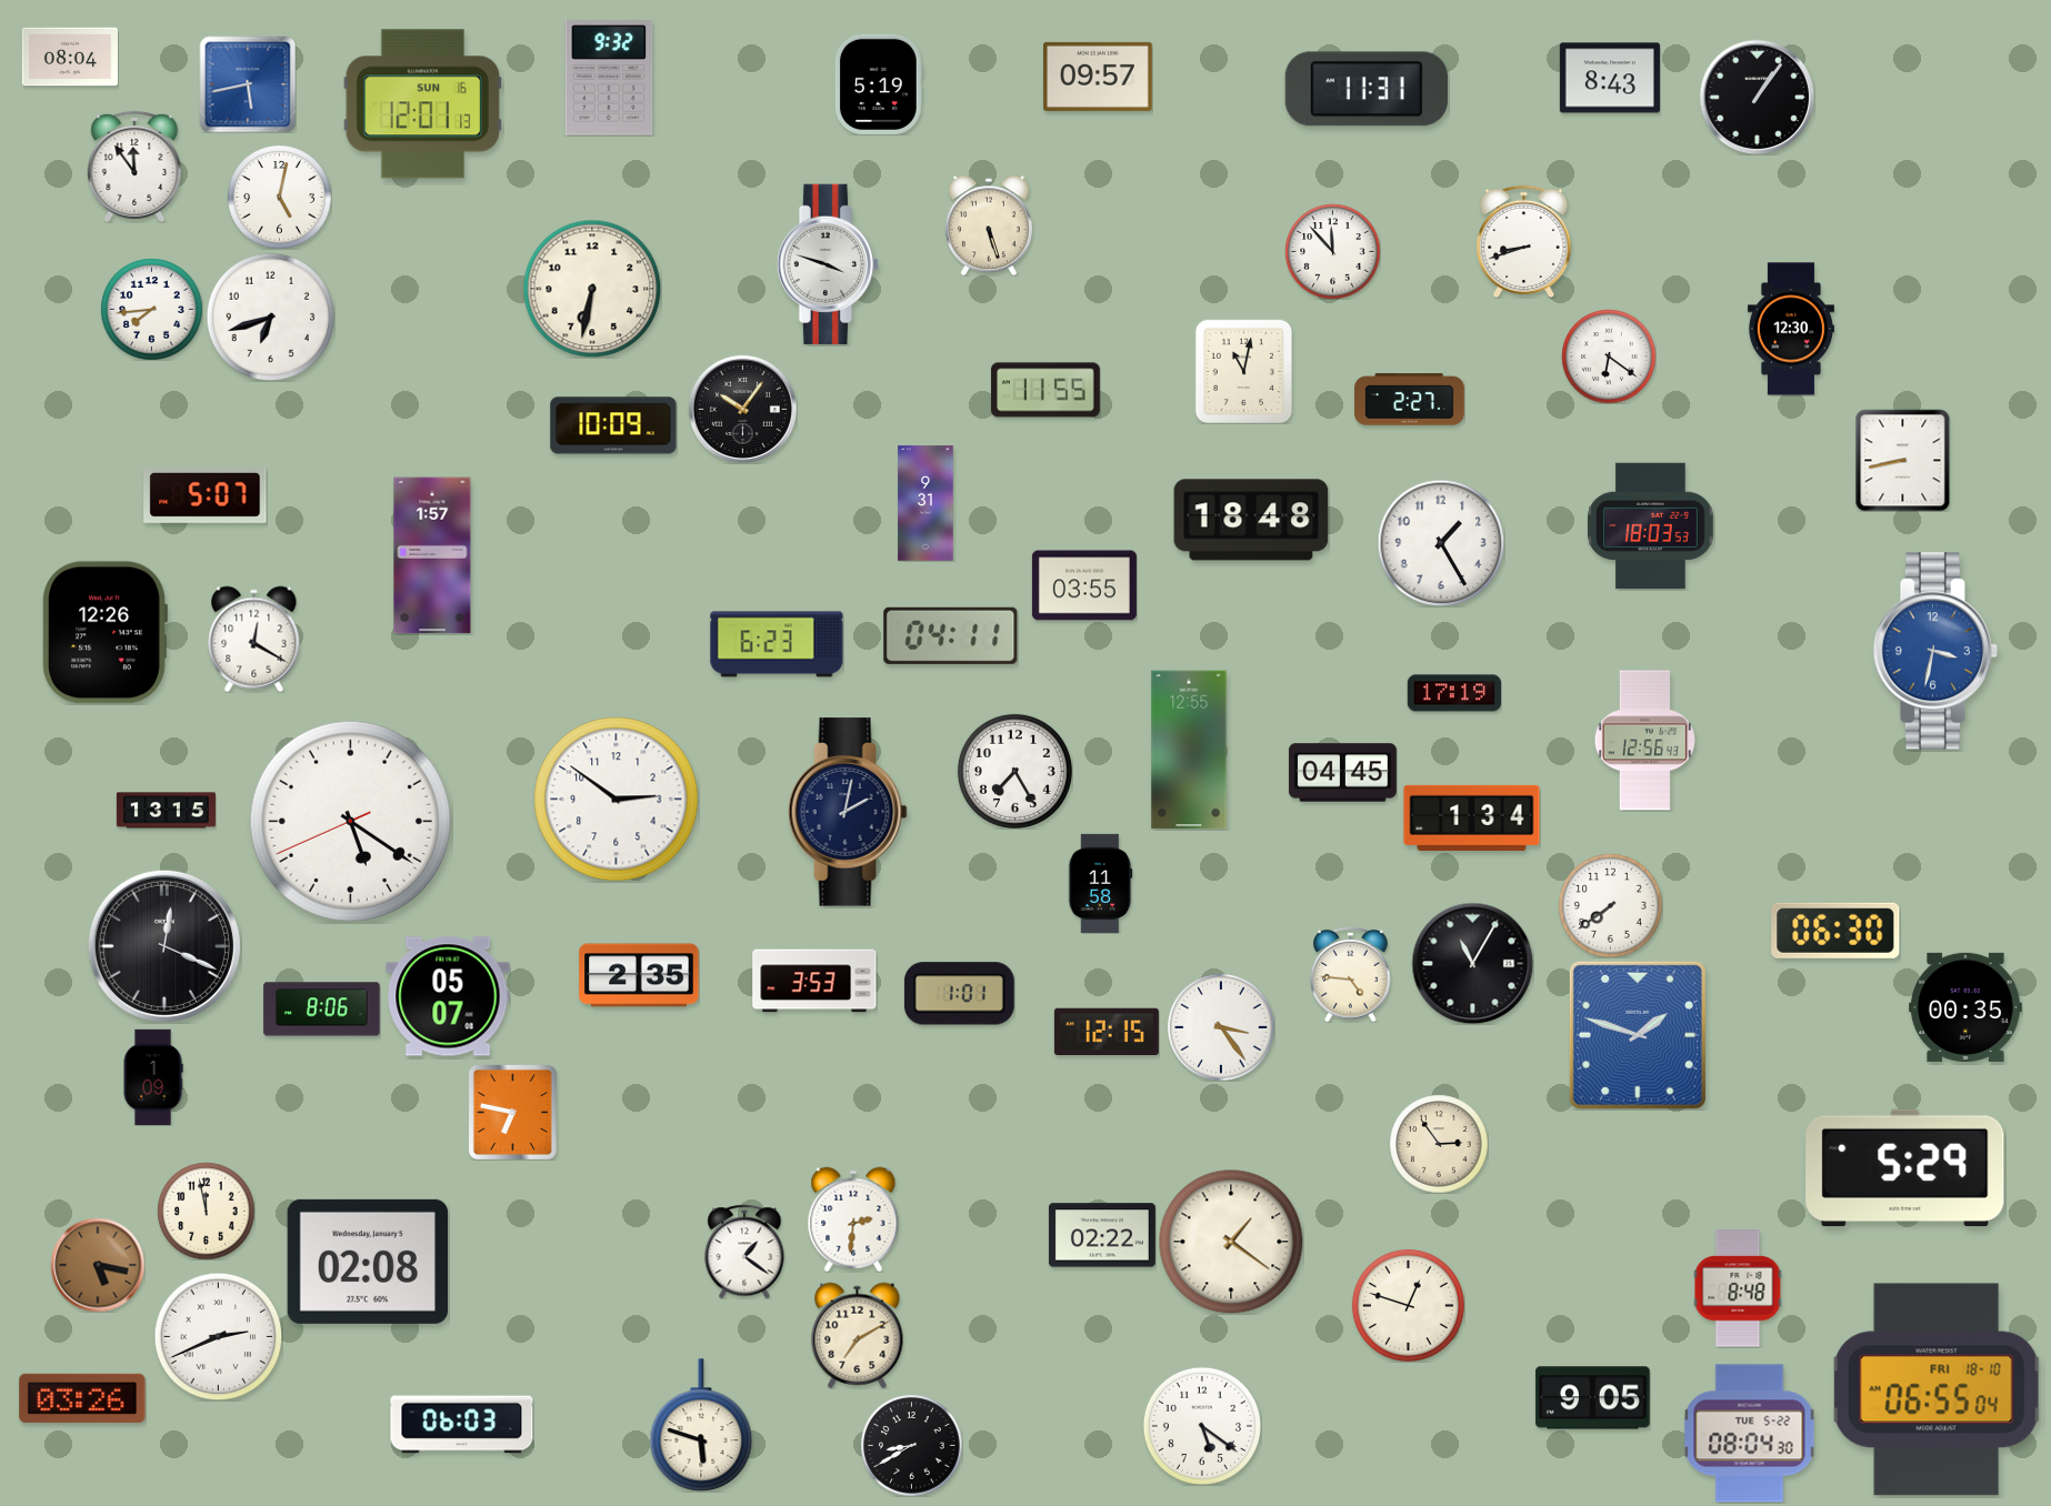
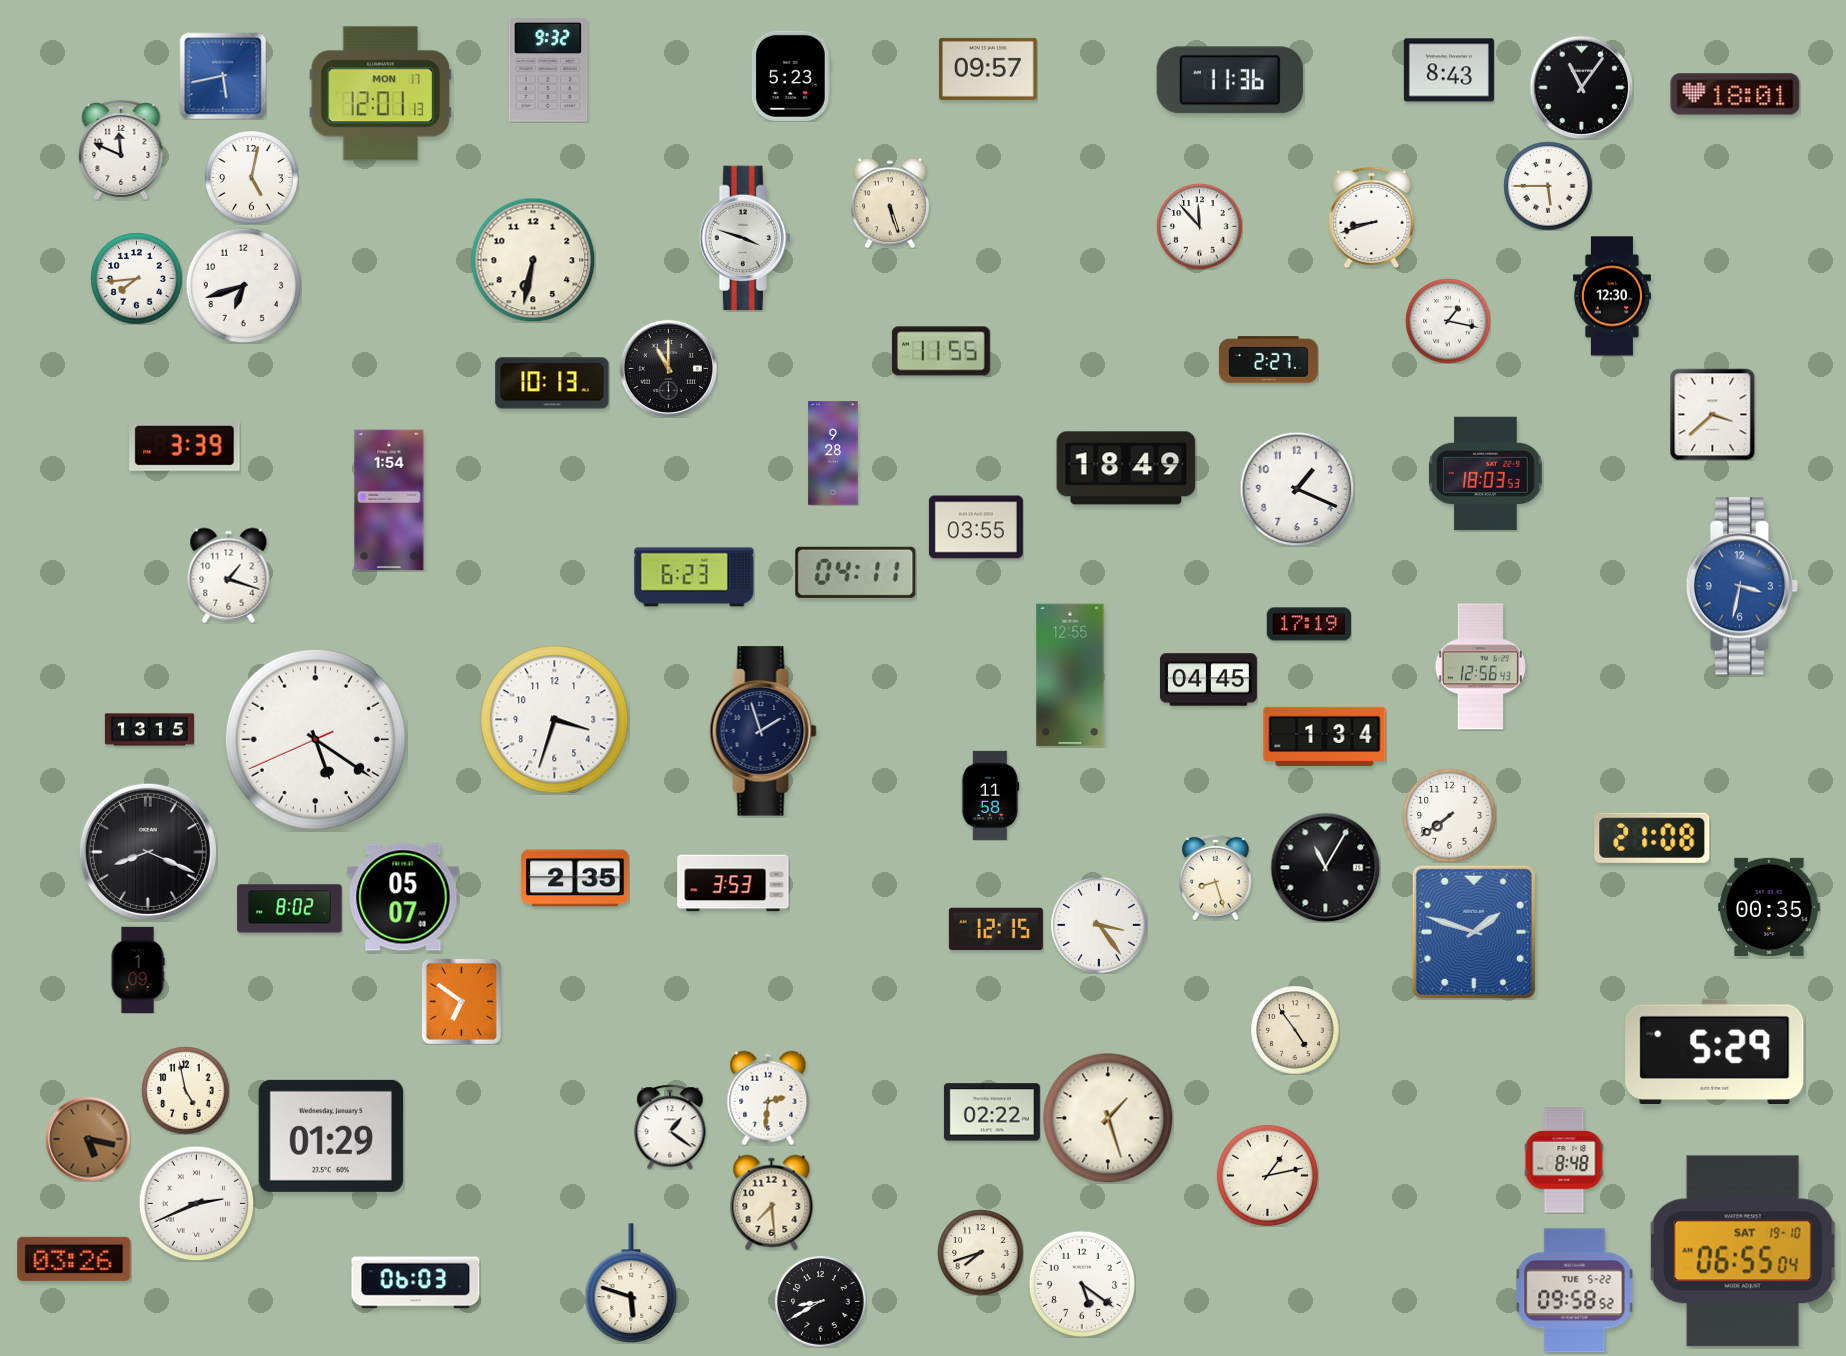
clock at (69, 57): 08:04 -> none
clock at (879, 84): 5:19 -> 5:23
clock at (1367, 89): 11:31 -> 11:36
clock at (1757, 97): 1:06 -> 11:06
clock at (422, 104) date: SUN 16 -> MON 17
clock at (1735, 94): none -> 18:01
clock at (134, 167): 11:54 -> 11:49
clock at (1548, 186): none -> 5:45
clock at (1609, 357): 6:21 -> 1:17
clock at (1244, 371): 11:02 -> none
clock at (742, 409): 10:06 -> 11:00
clock at (613, 425): 10:09 -> 10:13
clock at (1903, 460): 8:43 -> 3:38
clock at (206, 494): 5:07 -> 3:39
clock at (926, 503): 9:31 -> 9:28
clock at (1251, 520): 18:48 -> 18:49
clock at (1441, 543): 1:25 -> 1:19
clock at (432, 555): 1:57 -> 1:54
clock at (104, 633): 12:26 -> none
clock at (254, 639): 12:20 -> 1:18
clock at (777, 644) position: (777, 644) -> (694, 577)
clock at (1014, 771): 7:25 -> none
clock at (1342, 773) position: (1342, 773) -> (1208, 680)
clock at (617, 800): 2:51 -> 3:33
clock at (848, 812): 2:02 -> 1:57
clock at (1835, 931): 06:30 -> 21:08
clock at (164, 946): 12:19 -> 8:19
clock at (1351, 974): 4:46 -> 8:27
clock at (959, 994): 1:01 -> none
clock at (322, 1010): 8:06 -> 8:02
clock at (512, 1112): 6:47 -> 6:51
clock at (1439, 1144): 2:54 -> 4:54
clock at (206, 1211): 11:58 -> 4:58
clock at (1231, 1242): 1:21 -> 1:27
clock at (367, 1262): 02:08 -> 01:29
clock at (1408, 1305): 12:48 -> 1:13
clock at (858, 1335): 7:10 -> 7:29
clock at (1937, 1389) date: FRI 18-10 -> SAT 19-10
clock at (980, 1252): none -> 7:42
clock at (1593, 1398): 9:05 -> none
clock at (1750, 1434): 08:04 -> 09:58
